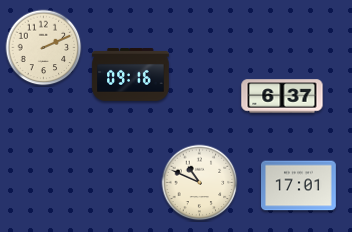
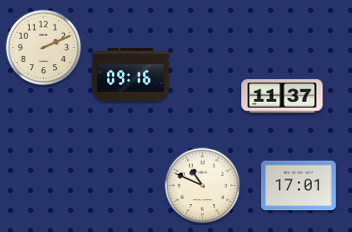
clock at (282, 96): 6:37 -> 11:37
clock at (200, 183) position: (200, 183) -> (203, 186)
